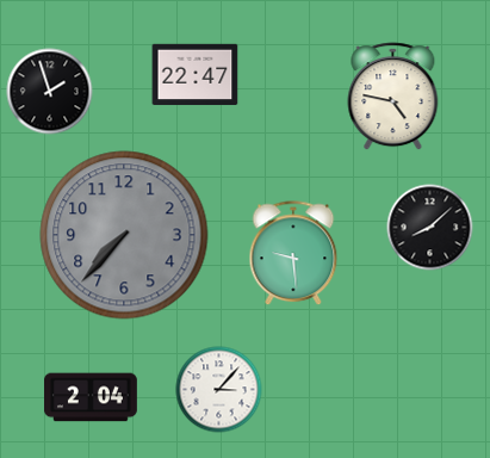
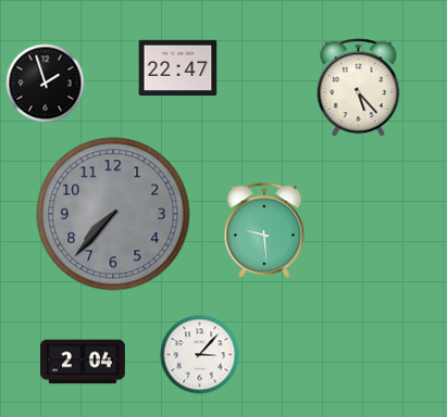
clock at (393, 97): 4:47 -> 5:23
clock at (430, 228): 8:08 -> none
clock at (293, 254) position: (293, 254) -> (264, 231)
